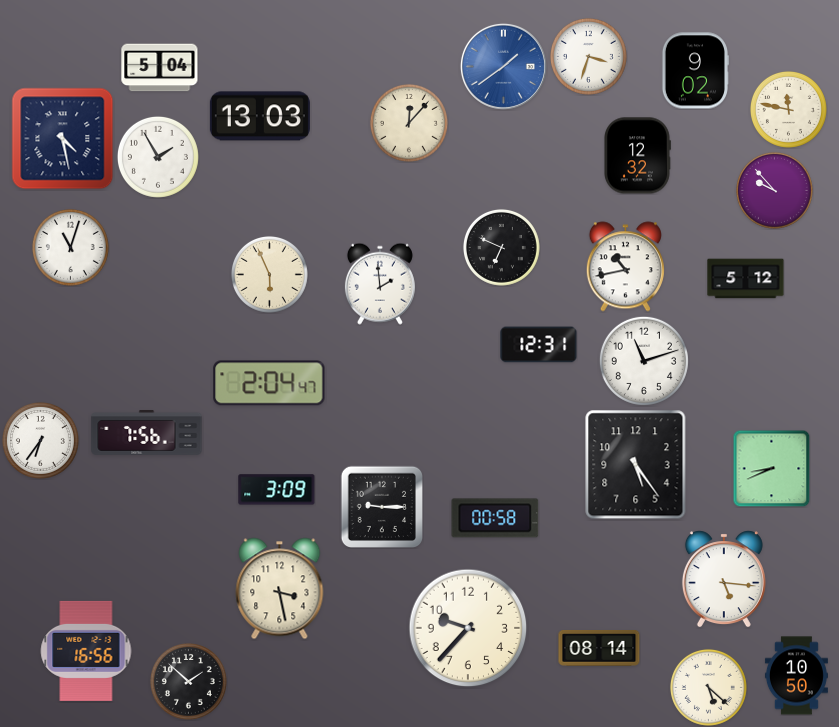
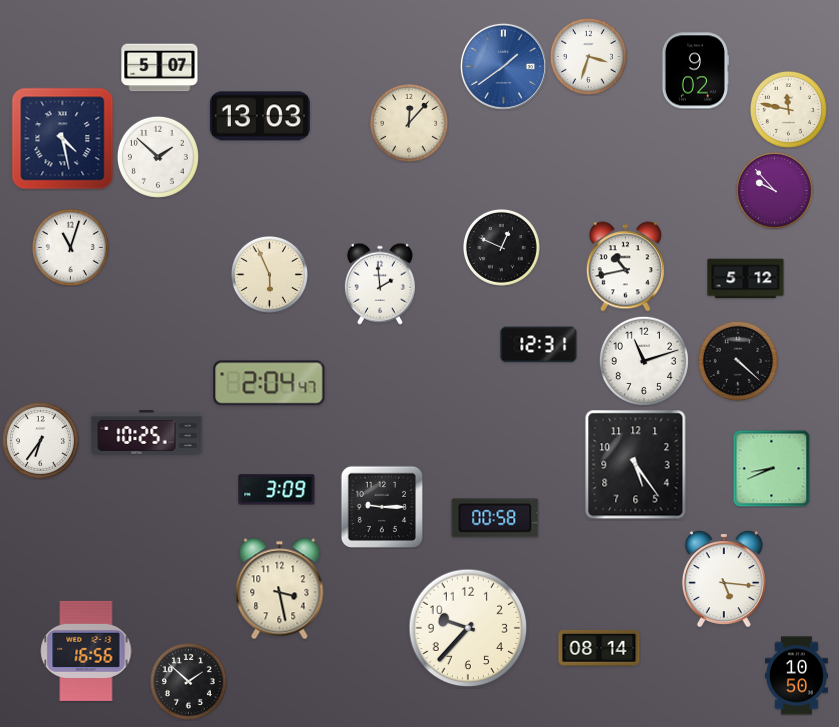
clock at (160, 68): 5:04 -> 5:07
clock at (638, 156): 12:32 -> none
clock at (158, 157): 1:55 -> 1:52
clock at (501, 247): 6:49 -> 12:49
clock at (738, 361): none -> 4:22
clock at (147, 433): 7:56 -> 10:25
clock at (708, 687): 5:22 -> none
